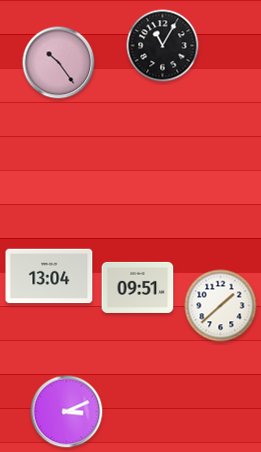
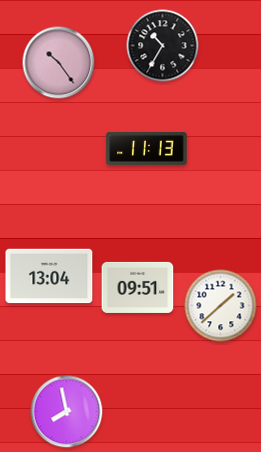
clock at (163, 46): 11:05 -> 10:35
clock at (147, 148): none -> 11:13
clock at (67, 412): 3:11 -> 7:58
